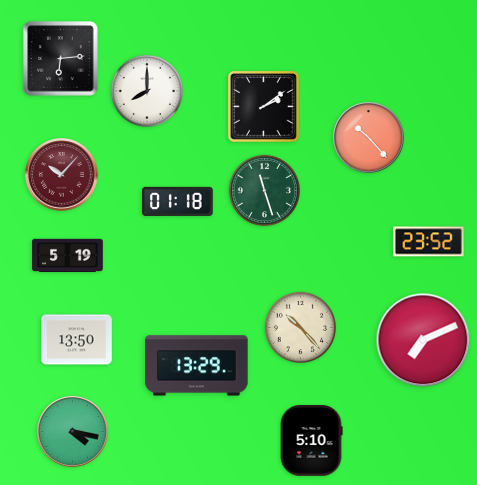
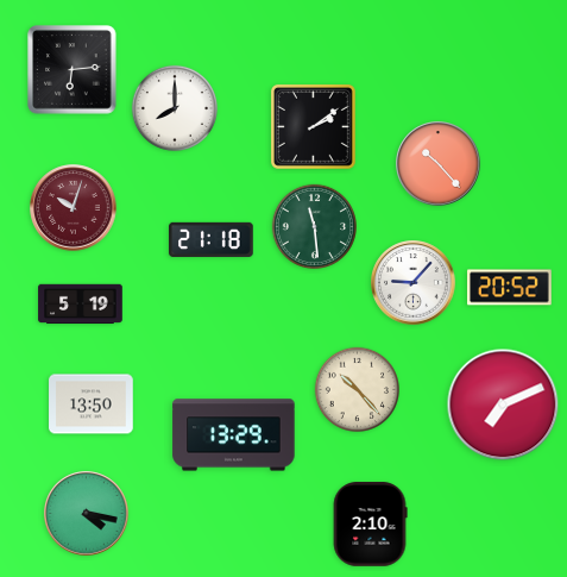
clock at (62, 175): 10:07 -> 10:03
clock at (264, 190): 11:27 -> 11:29
clock at (178, 201): 01:18 -> 21:18
clock at (414, 283): none -> 9:07
clock at (429, 242): 23:52 -> 20:52
clock at (311, 441): 5:10 -> 2:10
